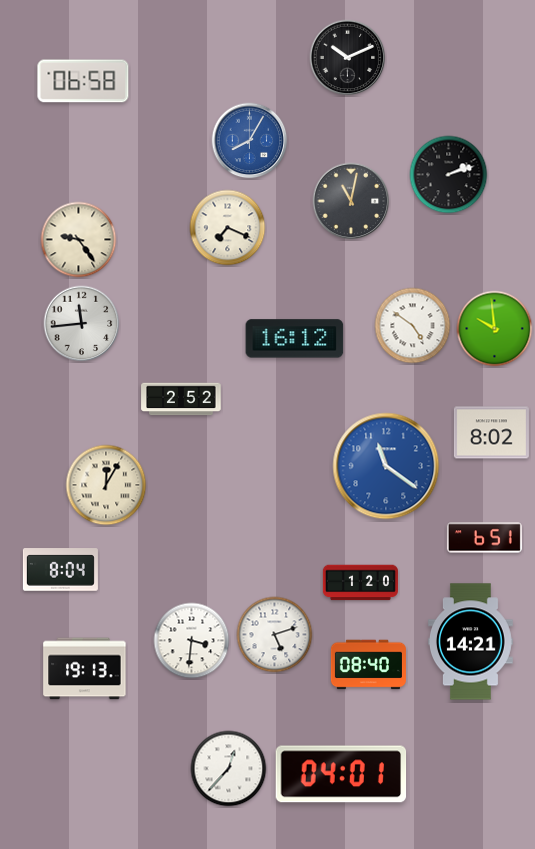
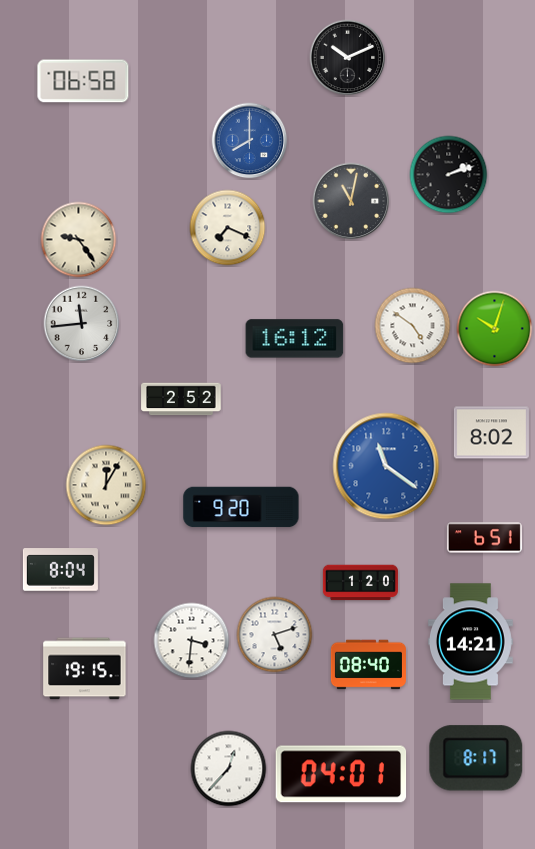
clock at (250, 141): 8:05 -> 8:00
clock at (495, 329): 9:59 -> 10:03
clock at (241, 507): none -> 9:20
clock at (85, 669): 19:13 -> 19:15
clock at (476, 758): none -> 8:17
